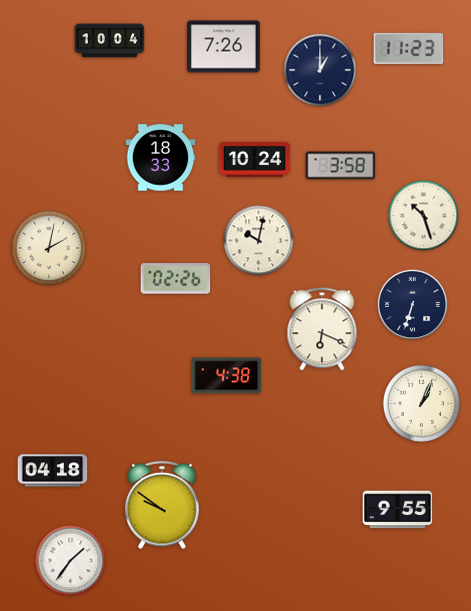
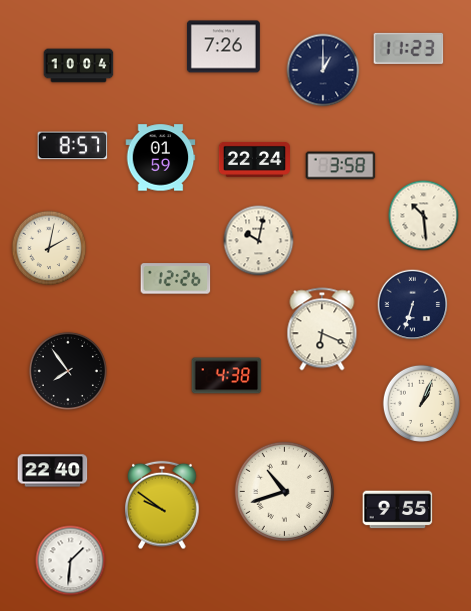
clock at (110, 41) position: (110, 41) -> (79, 66)
clock at (320, 70) position: (320, 70) -> (323, 70)
clock at (73, 146): none -> 8:57
clock at (161, 158): 18:33 -> 01:59
clock at (254, 159): 10:24 -> 22:24
clock at (424, 216): 10:27 -> 10:29
clock at (176, 279): 02:26 -> 12:26
clock at (68, 371): none -> 7:54
clock at (53, 471): 04:18 -> 22:40
clock at (284, 491): none -> 10:42
clock at (71, 561): 1:36 -> 1:31
